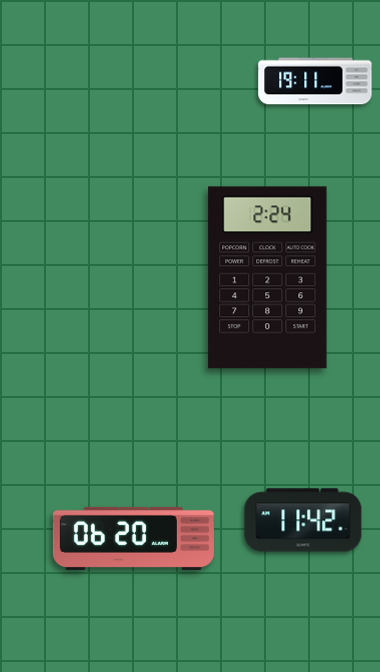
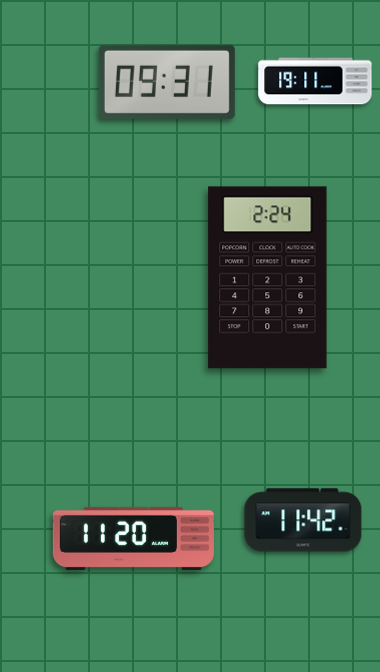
clock at (167, 82): none -> 09:31
clock at (133, 538): 06:20 -> 11:20
